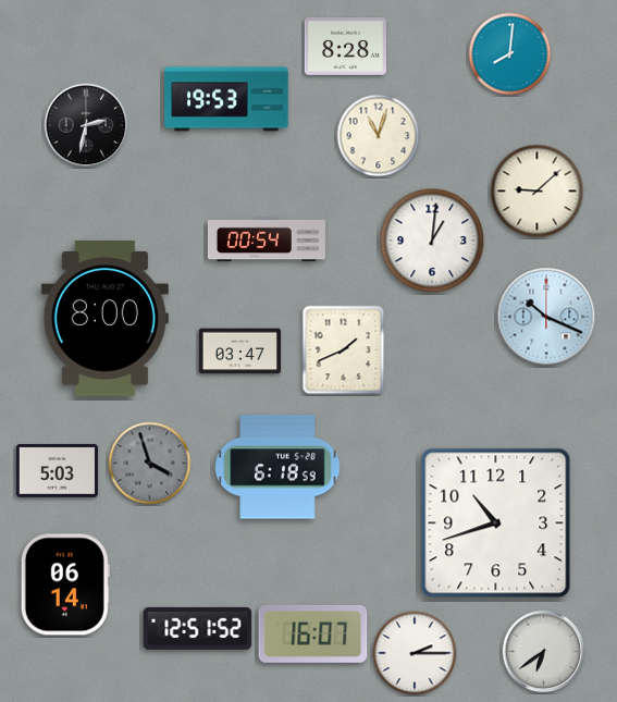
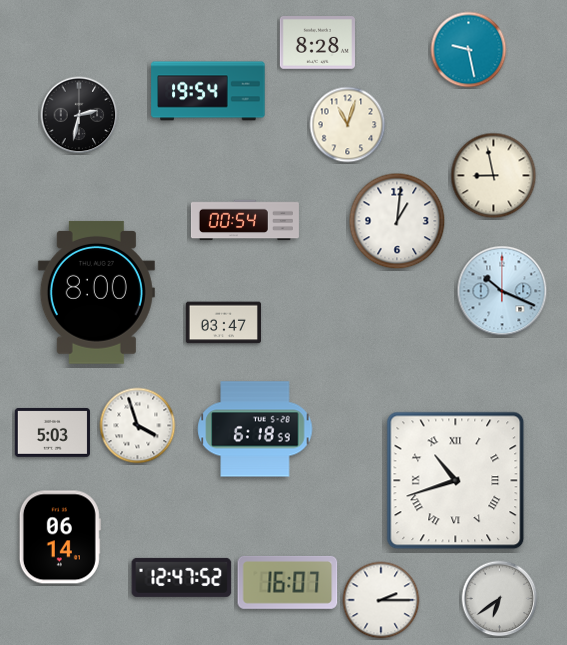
clock at (510, 54): 8:01 -> 9:28
clock at (226, 99): 19:53 -> 19:54
clock at (538, 192): 9:08 -> 8:58
clock at (344, 350): 1:41 -> none
clock at (239, 352) position: (239, 352) -> (223, 323)
clock at (150, 464) dial: grey -> white
clock at (496, 524) numerals: Arabic -> Roman
clock at (198, 628): 12:51 -> 12:47
